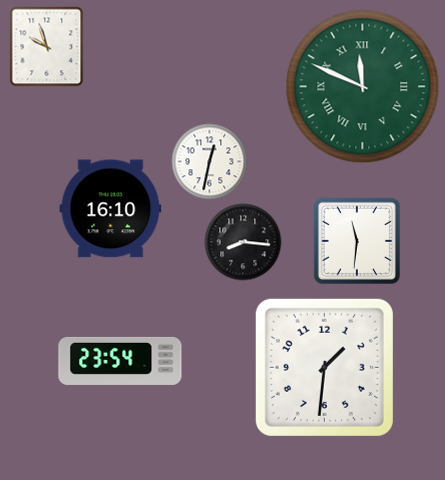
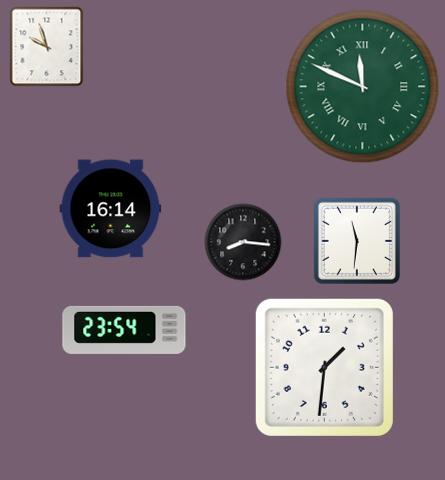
clock at (210, 162): 12:32 -> none
clock at (111, 209): 16:10 -> 16:14
clock at (120, 361) position: (120, 361) -> (124, 330)
